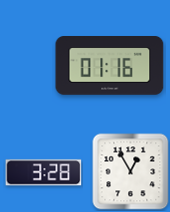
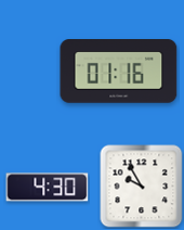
clock at (131, 172): 12:55 -> 9:55
clock at (44, 173): 3:28 -> 4:30
